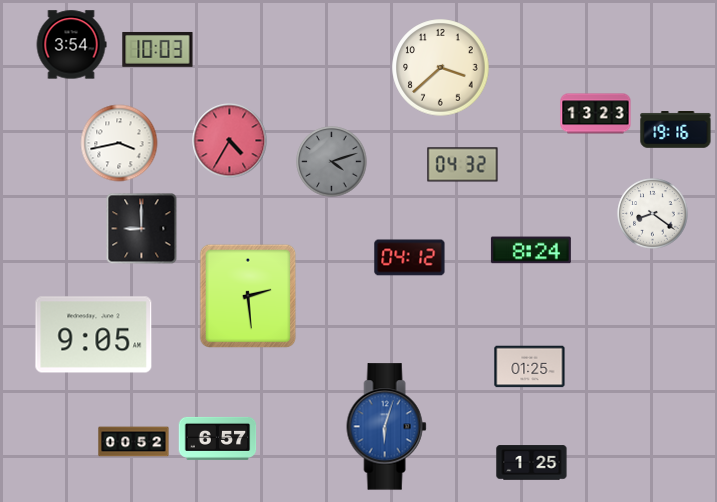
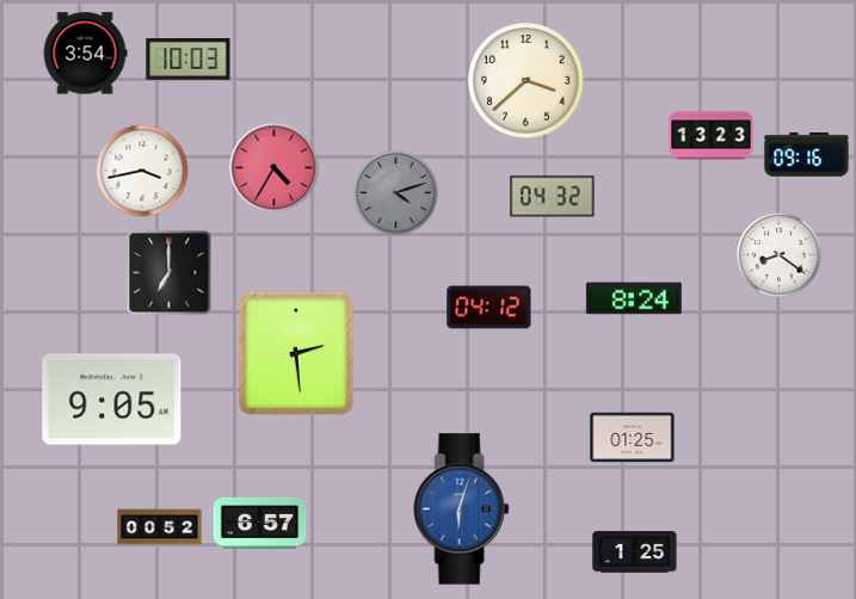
clock at (676, 130): 19:16 -> 09:16
clock at (142, 229): 9:00 -> 7:00
